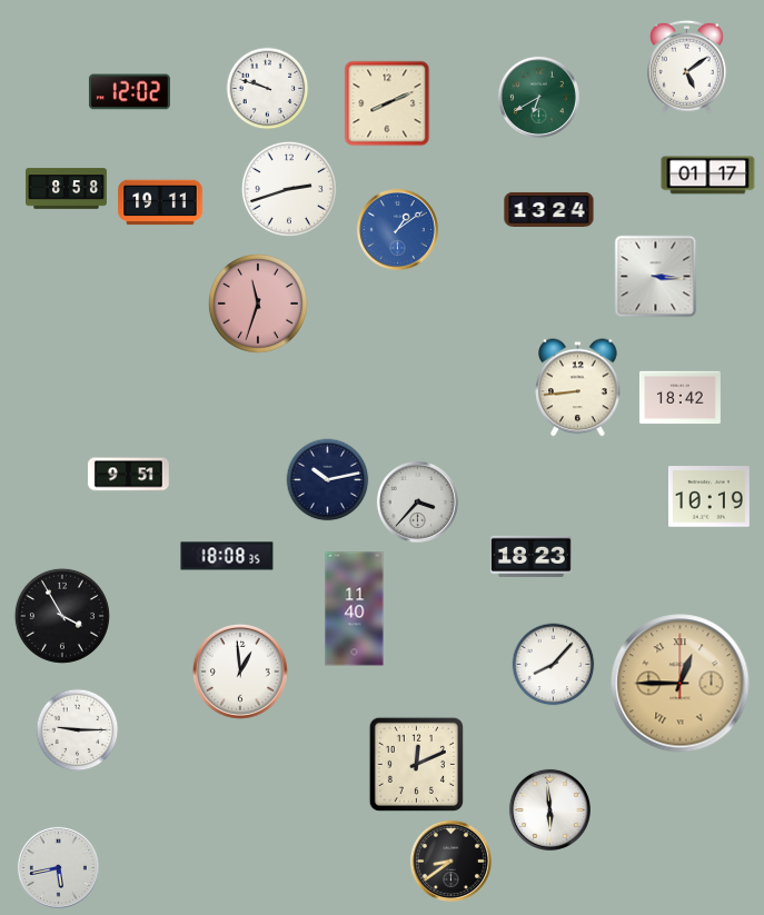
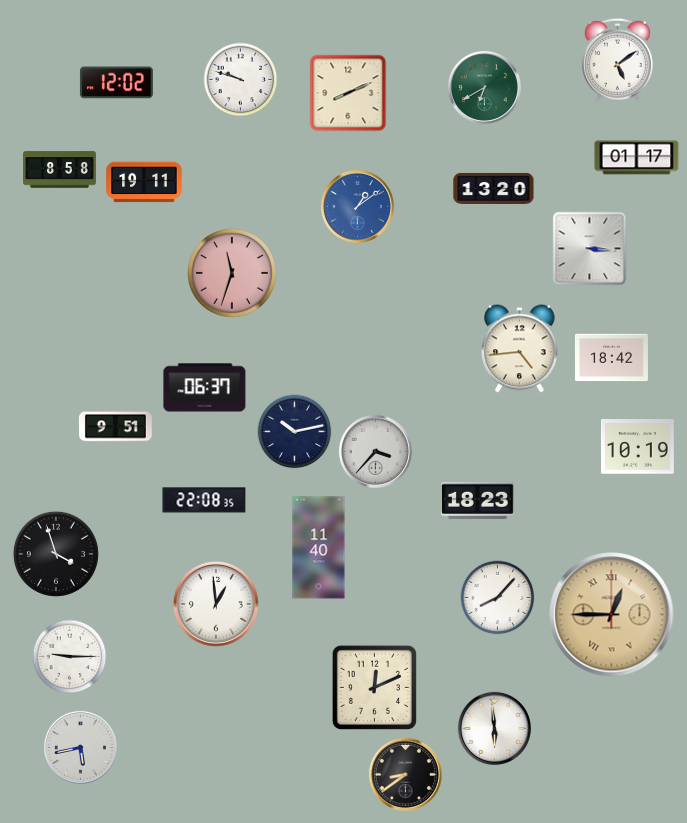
clock at (289, 189): 2:42 -> none
clock at (549, 209): 13:24 -> 13:20
clock at (578, 388): 8:44 -> 4:44
clock at (205, 388): none -> 06:37
clock at (227, 556): 18:08 -> 22:08
clock at (62, 616): 3:55 -> 3:57
clock at (58, 867) position: (58, 867) -> (80, 747)
